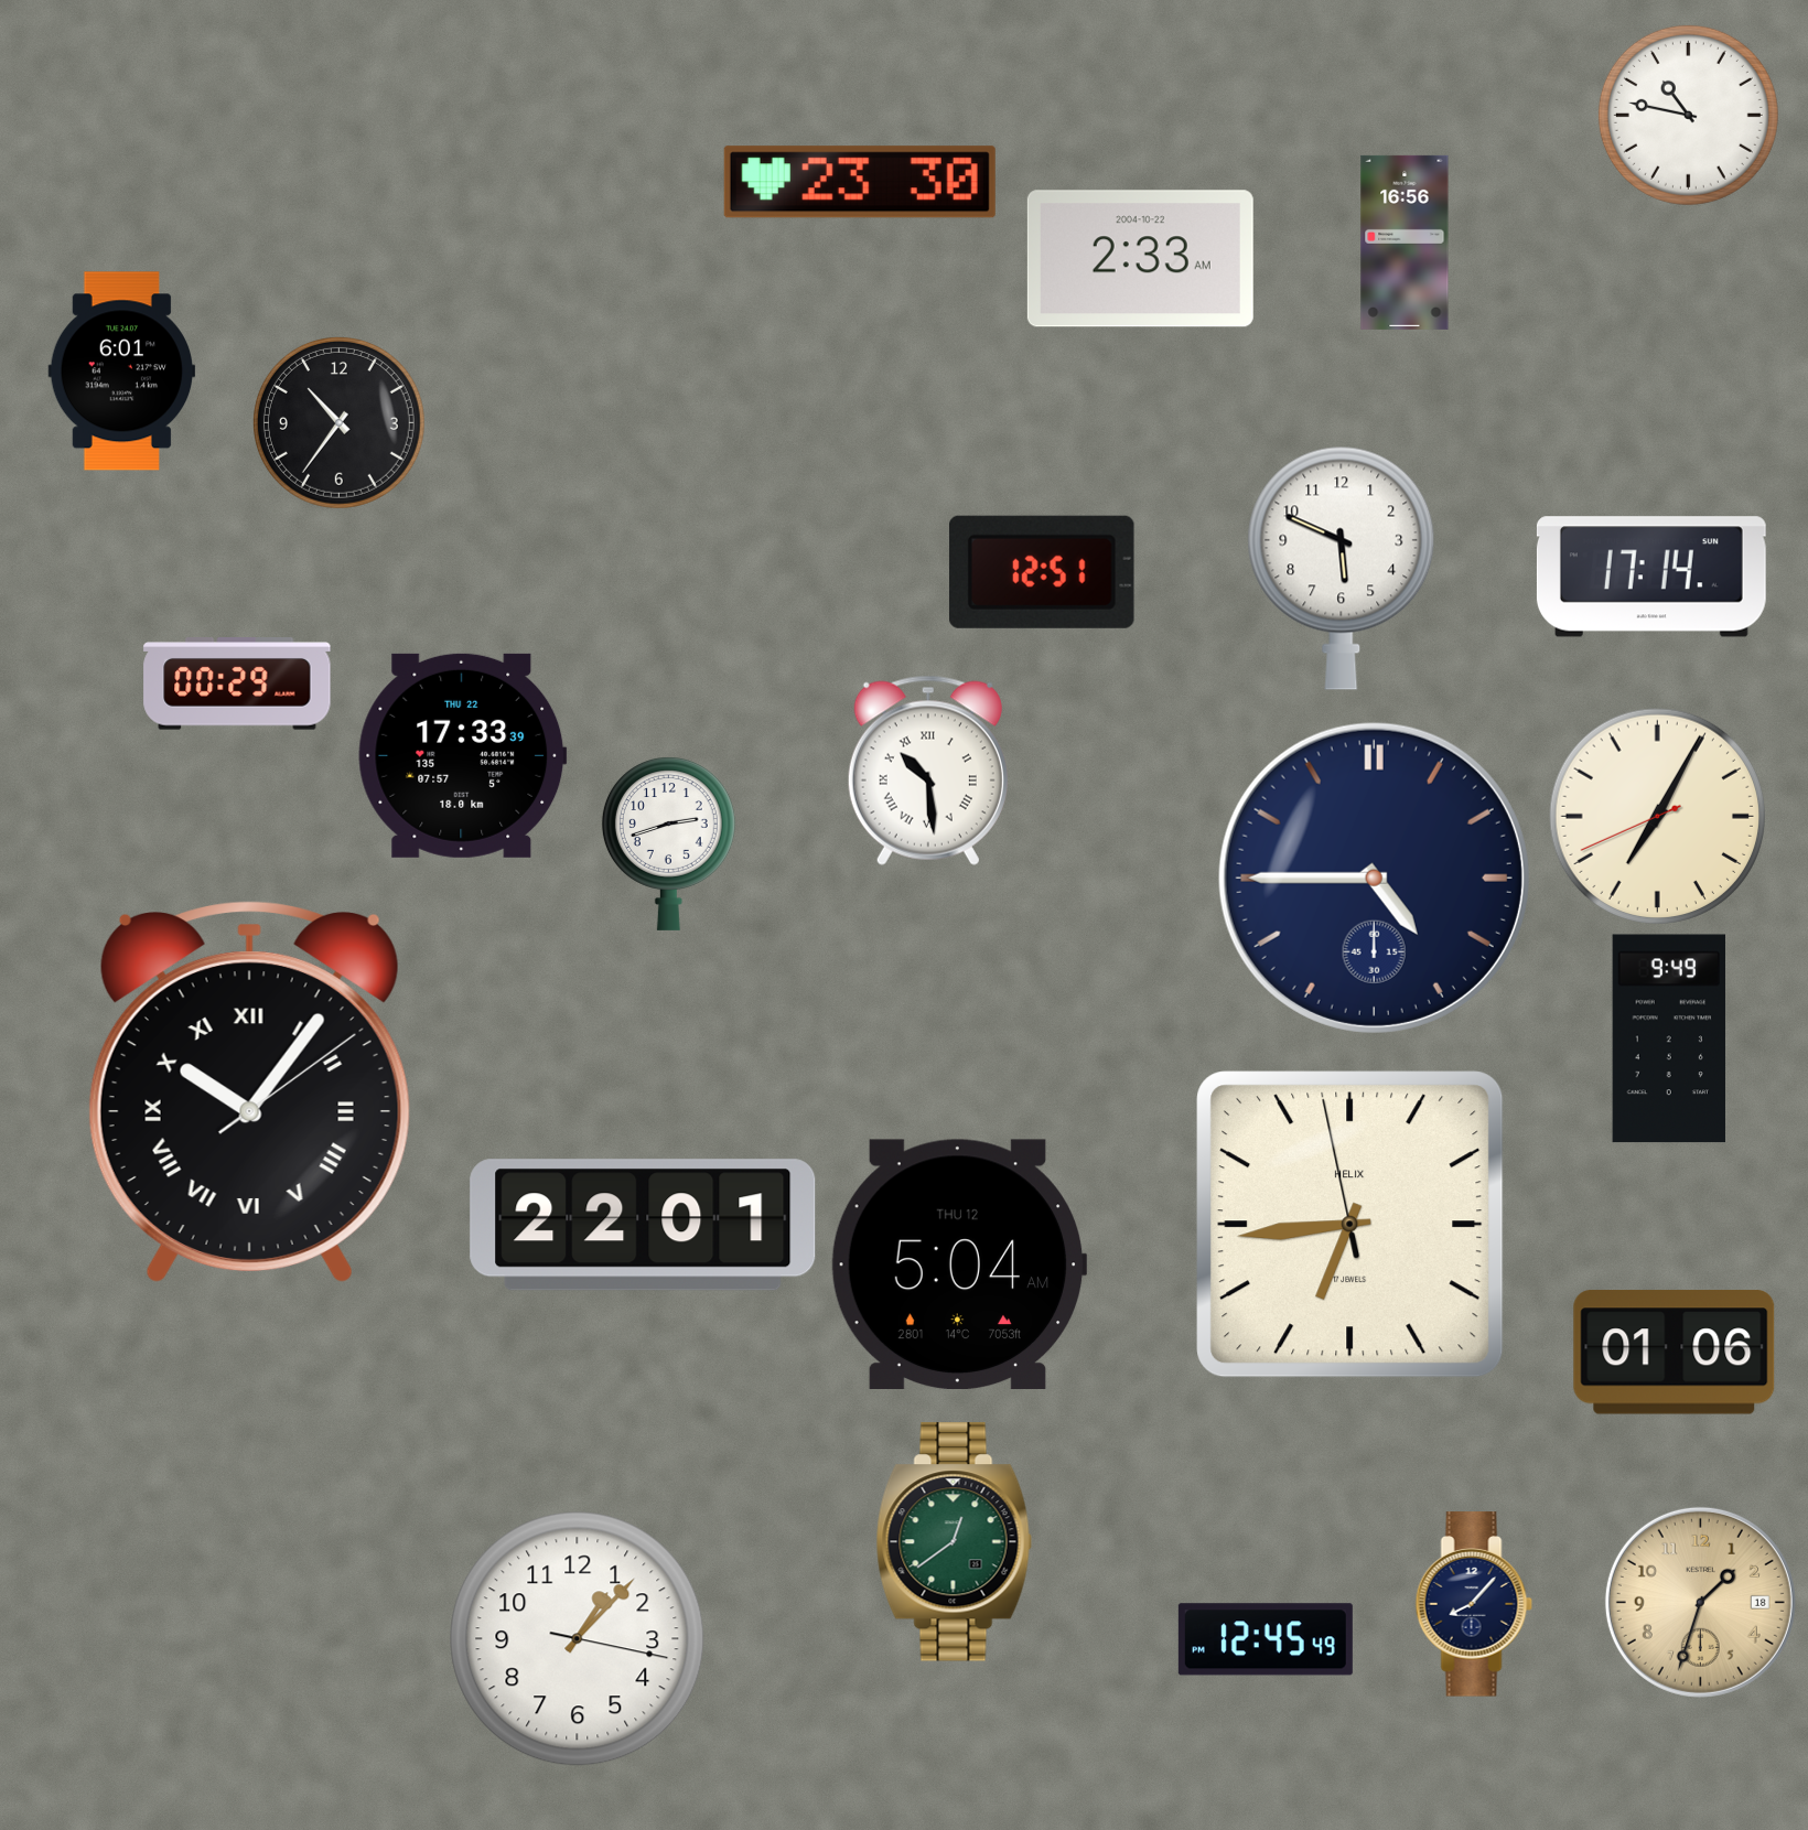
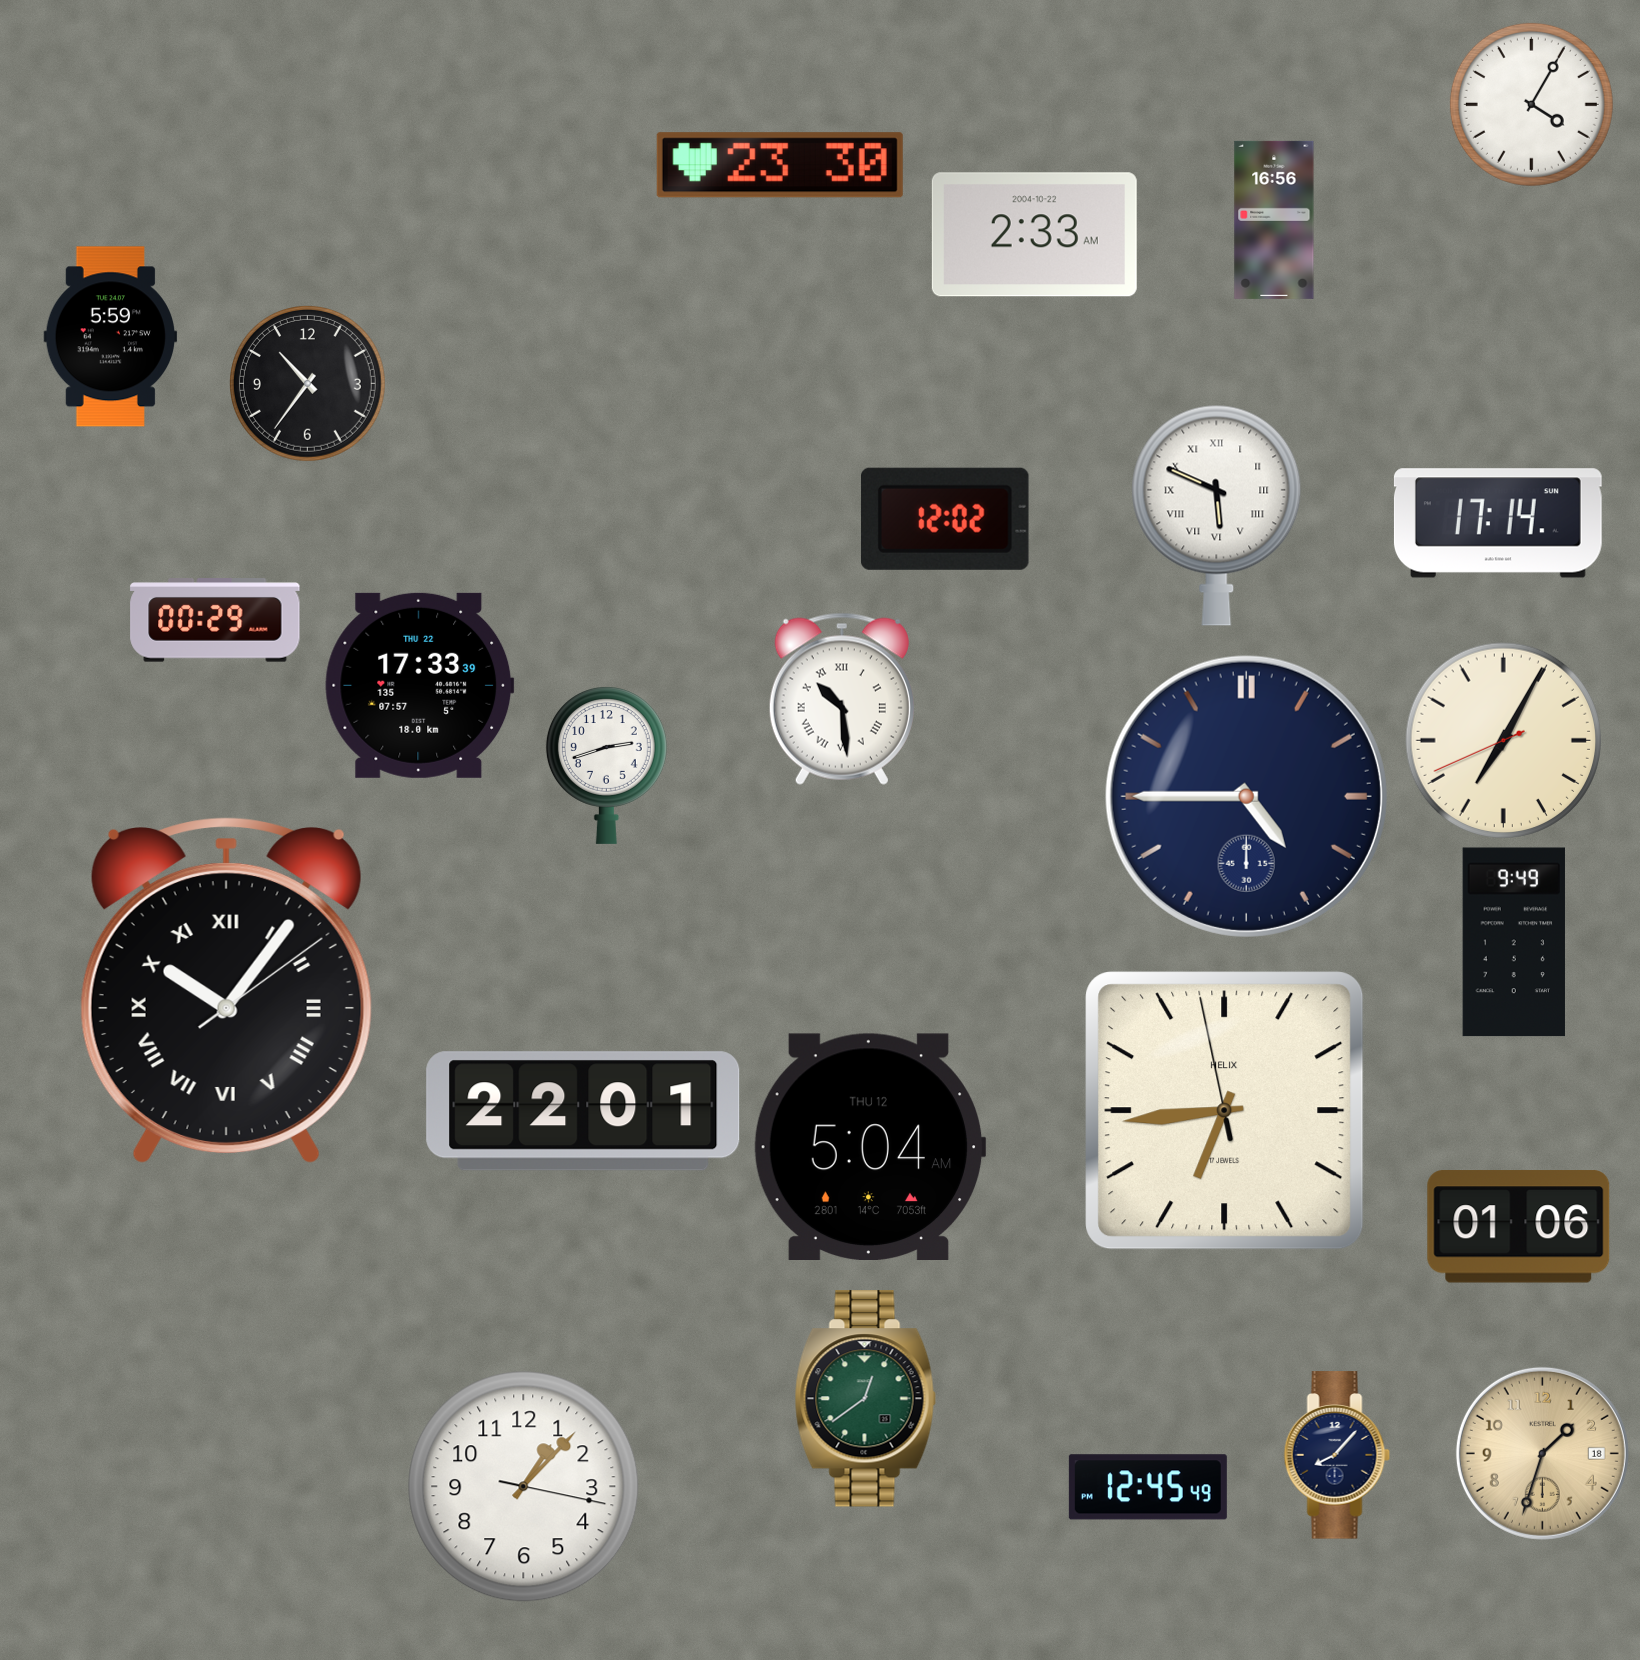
clock at (1688, 115): 10:47 -> 4:05
clock at (122, 372): 6:01 -> 5:59
clock at (1342, 568) numerals: Arabic -> Roman
clock at (1042, 572): 12:51 -> 12:02
